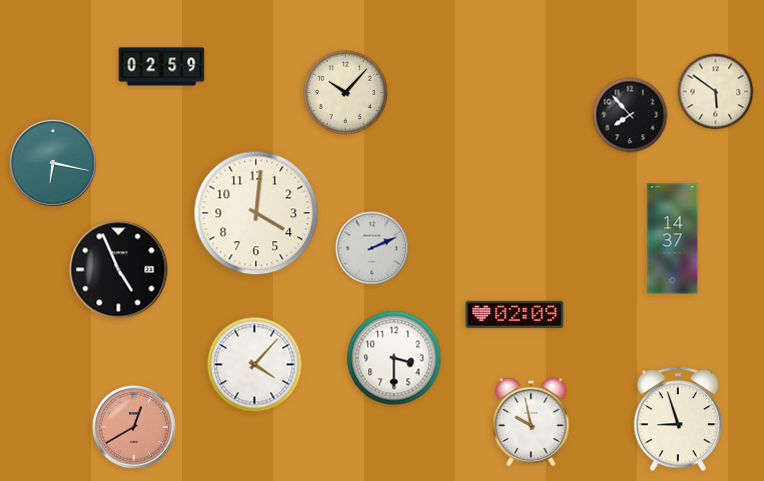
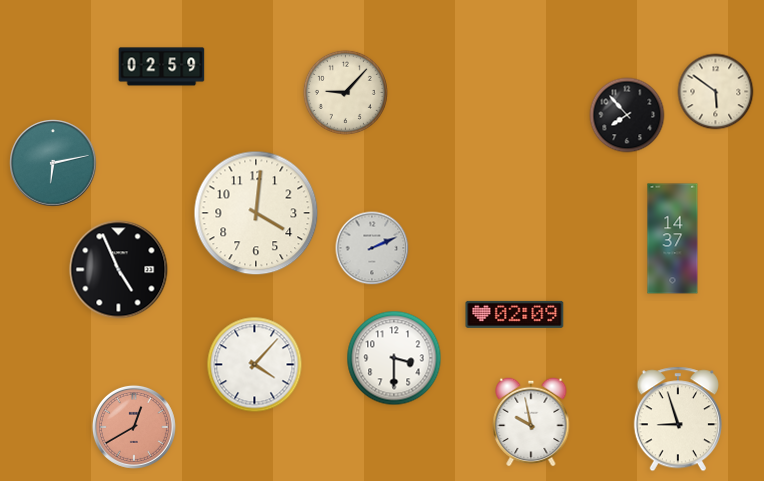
clock at (345, 92): 10:07 -> 9:07
clock at (630, 115) position: (630, 115) -> (627, 115)
clock at (53, 163): 6:17 -> 6:13
